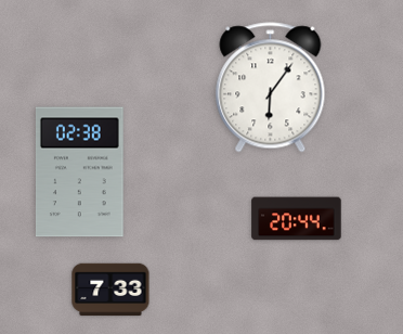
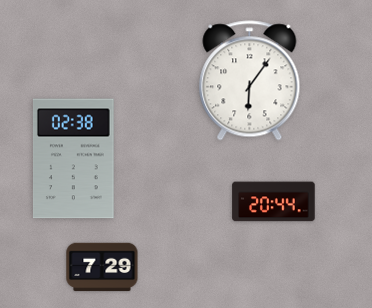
clock at (110, 290): 7:33 -> 7:29
